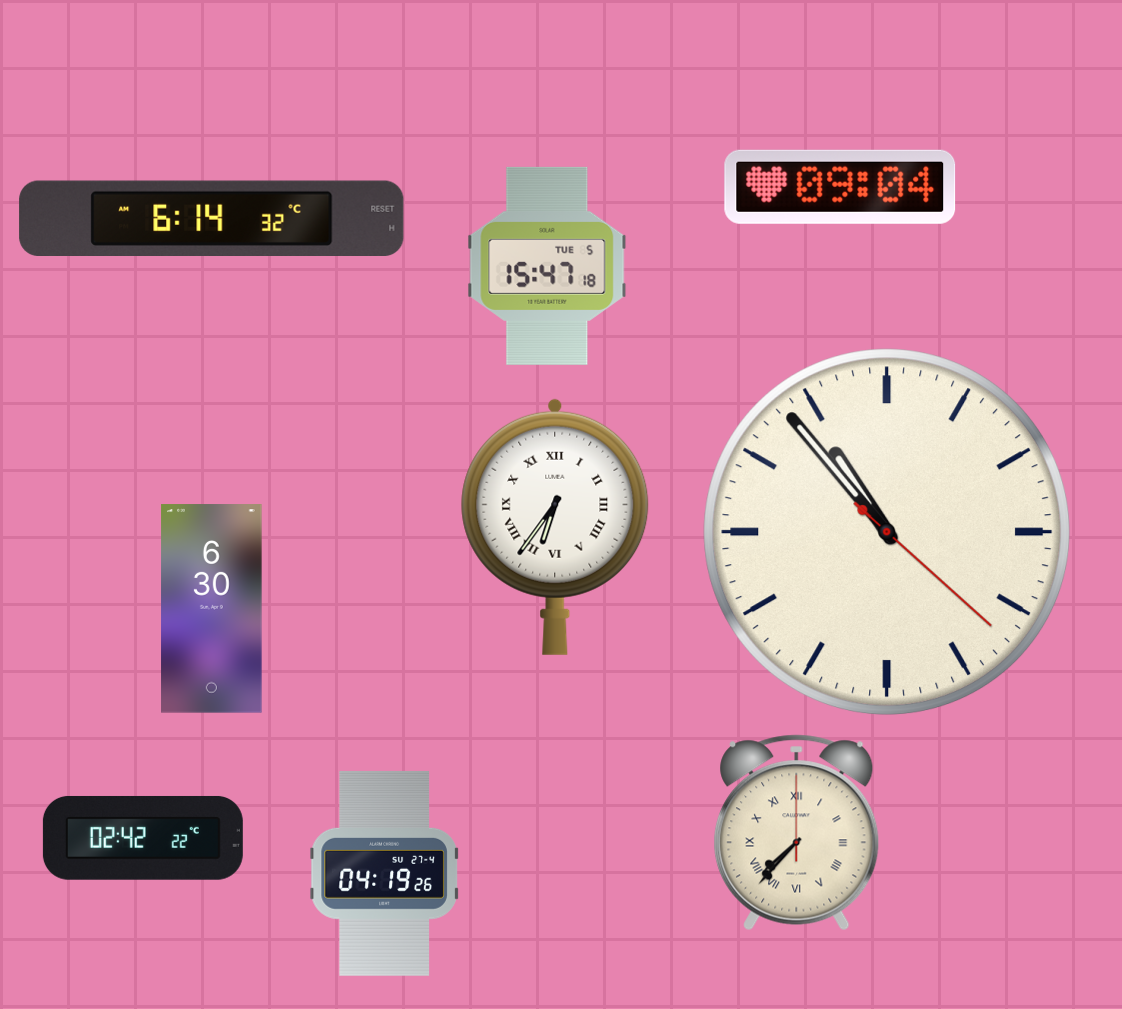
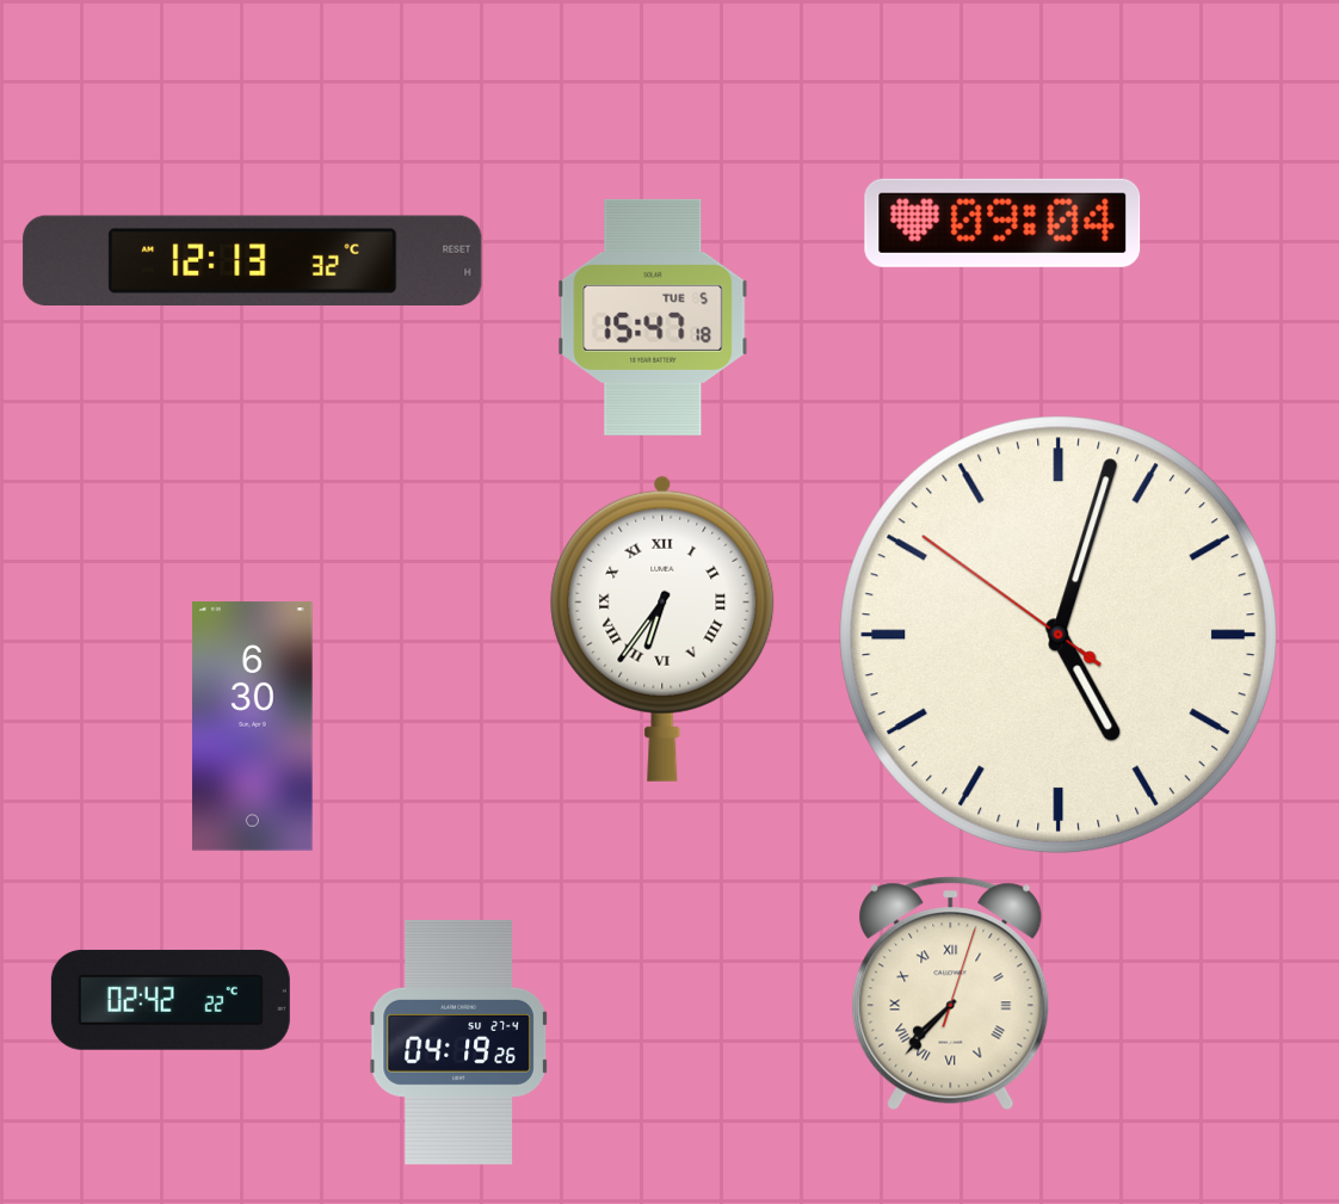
clock at (212, 218): 6:14 -> 12:13
clock at (887, 532): 10:53 -> 5:02
clock at (797, 833): 7:37:00 -> 7:37:03
